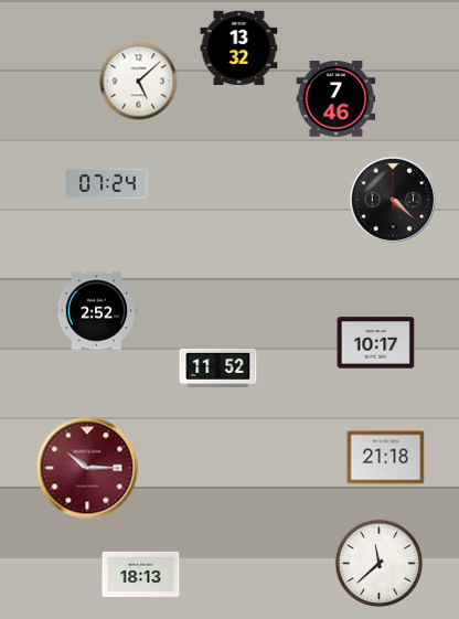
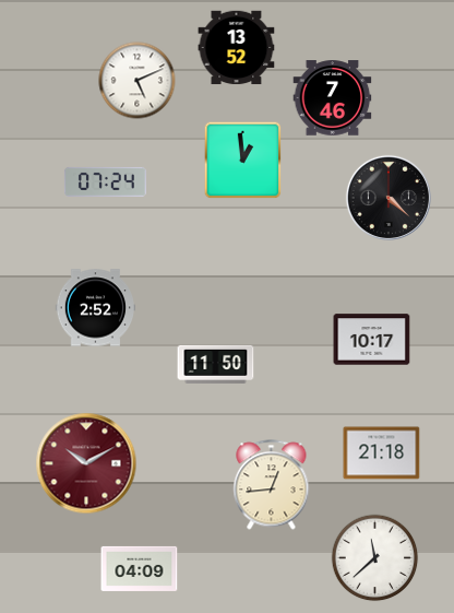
clock at (239, 49): 13:32 -> 13:52
clock at (139, 82): 5:08 -> 5:11
clock at (243, 161): none -> 12:59
clock at (218, 367): 11:52 -> 11:50
clock at (87, 468): 10:15 -> 10:10
clock at (272, 485): none -> 12:44
clock at (141, 574): 18:13 -> 04:09
